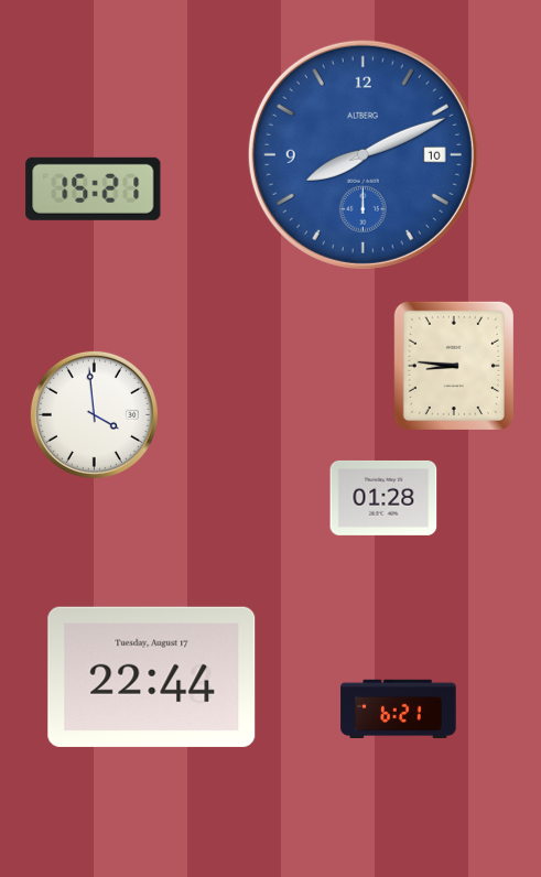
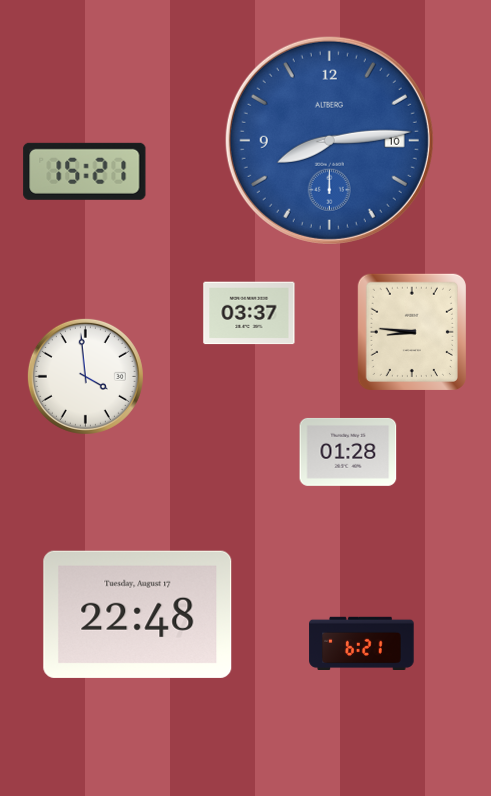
clock at (363, 154): 8:11 -> 8:14
clock at (249, 313): none -> 03:37
clock at (152, 676): 22:44 -> 22:48
